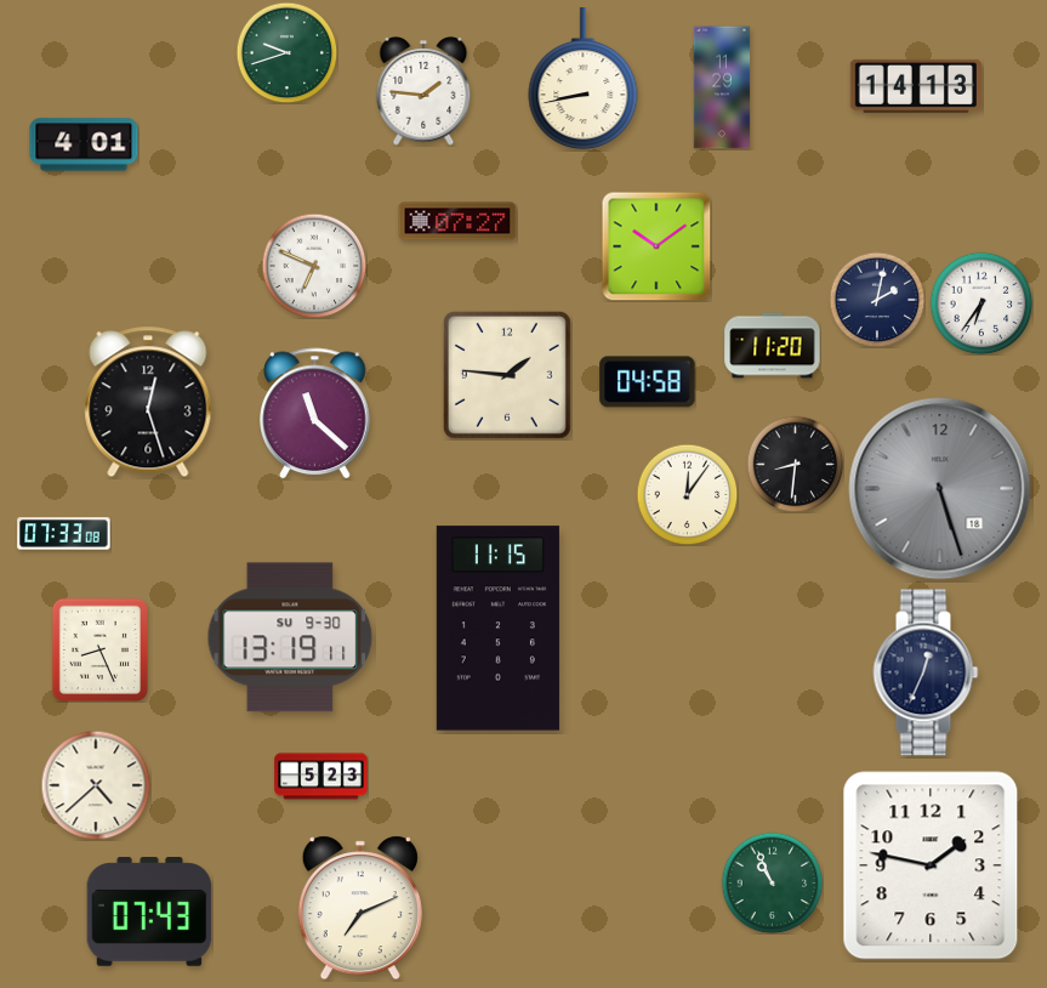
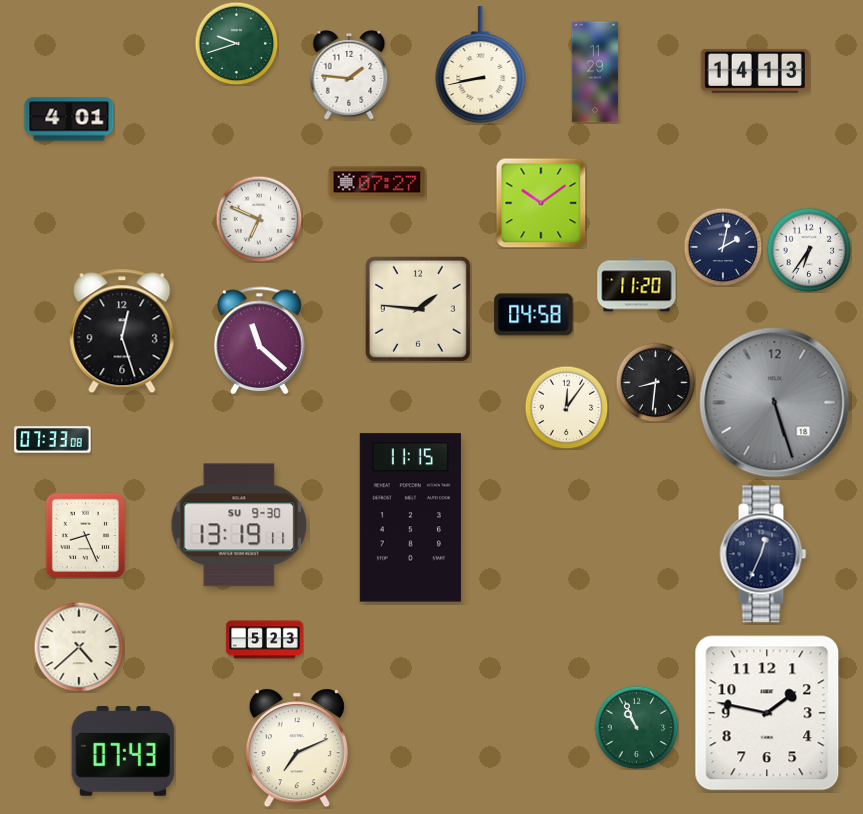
clock at (99, 649) position: (99, 649) -> (85, 535)
